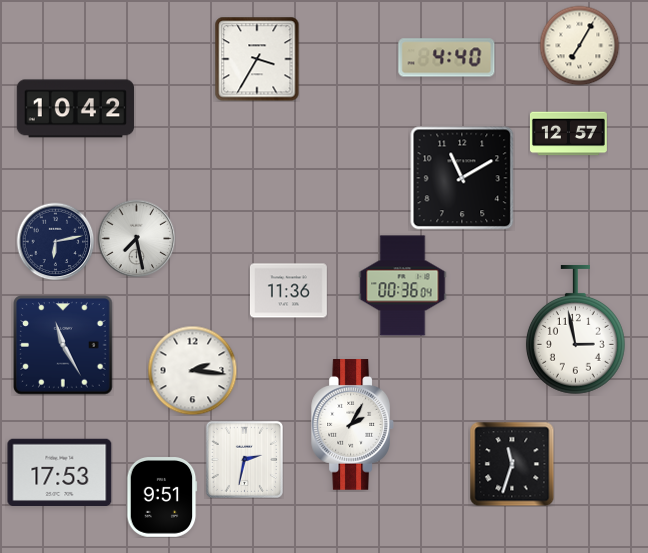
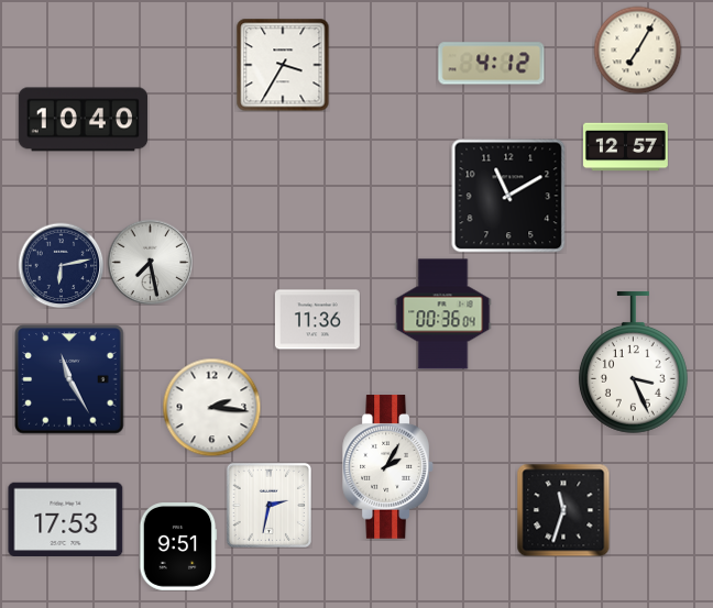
clock at (447, 58): 4:40 -> 4:12
clock at (76, 109): 10:42 -> 10:40
clock at (575, 329): 2:58 -> 3:26
